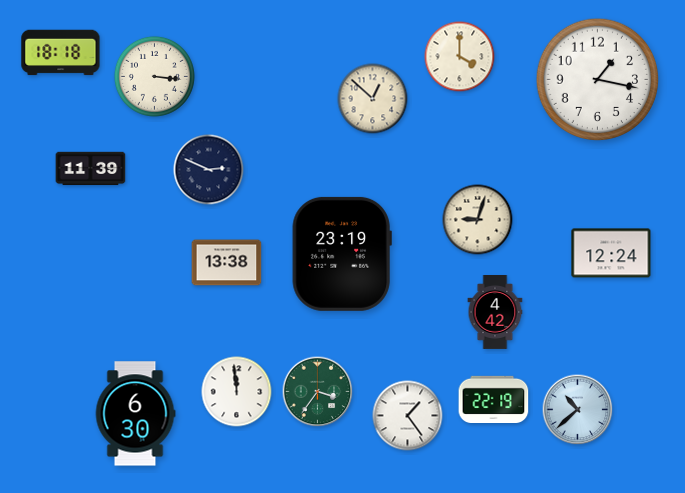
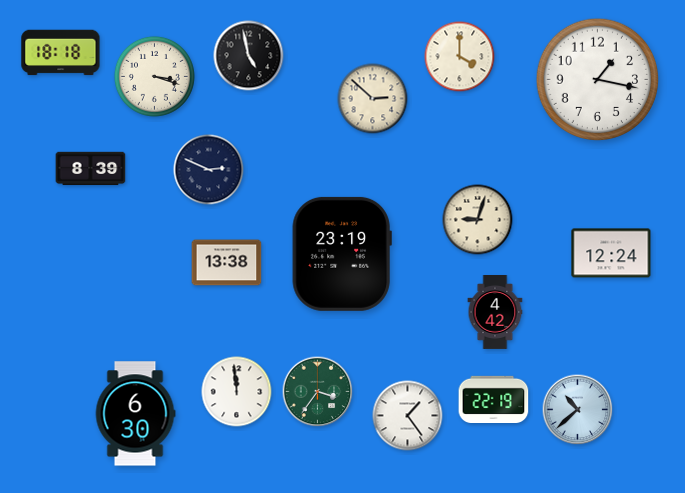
clock at (249, 56): none -> 4:58
clock at (154, 76): 3:16 -> 3:18
clock at (373, 99): 12:52 -> 2:52
clock at (91, 169): 11:39 -> 8:39
